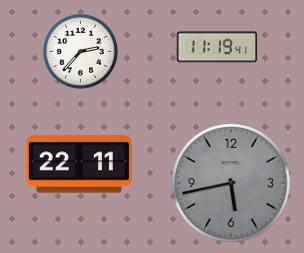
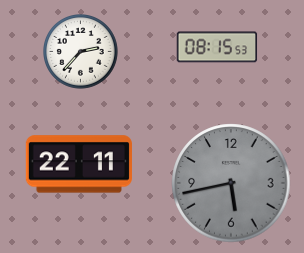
clock at (217, 47): 11:19 -> 08:15
